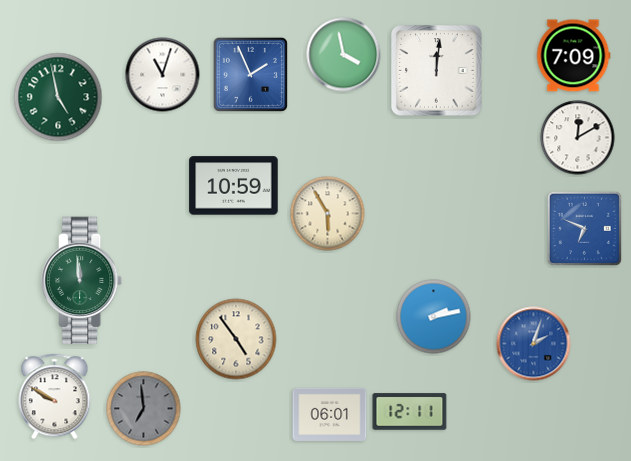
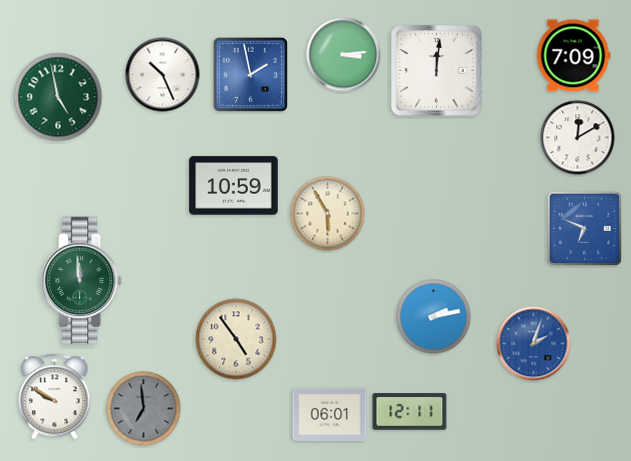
clock at (344, 55): 3:58 -> 3:14
clock at (250, 74): 1:56 -> 1:58
clock at (163, 75): 11:03 -> 10:26
